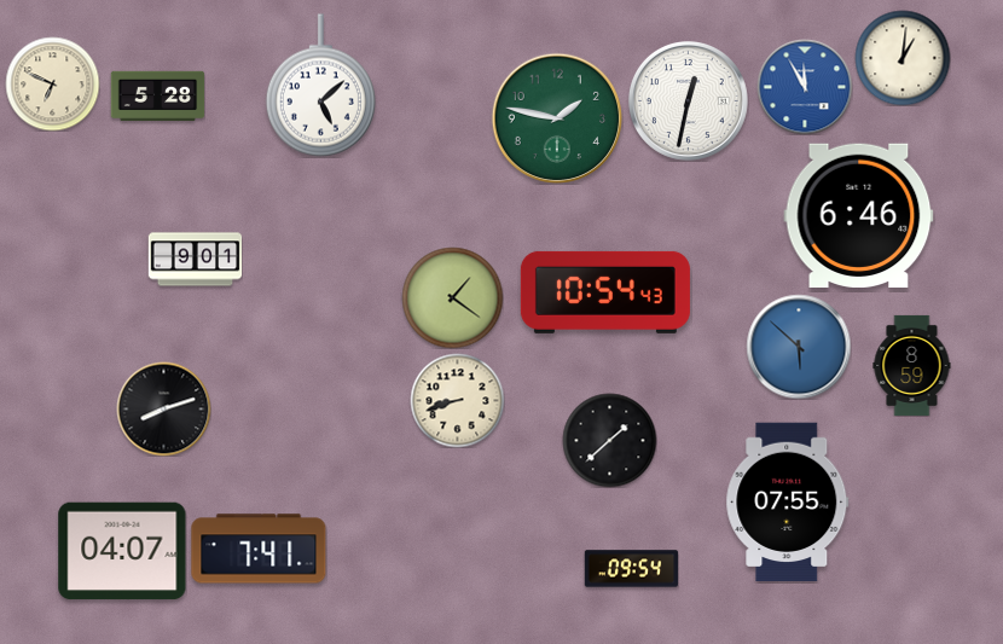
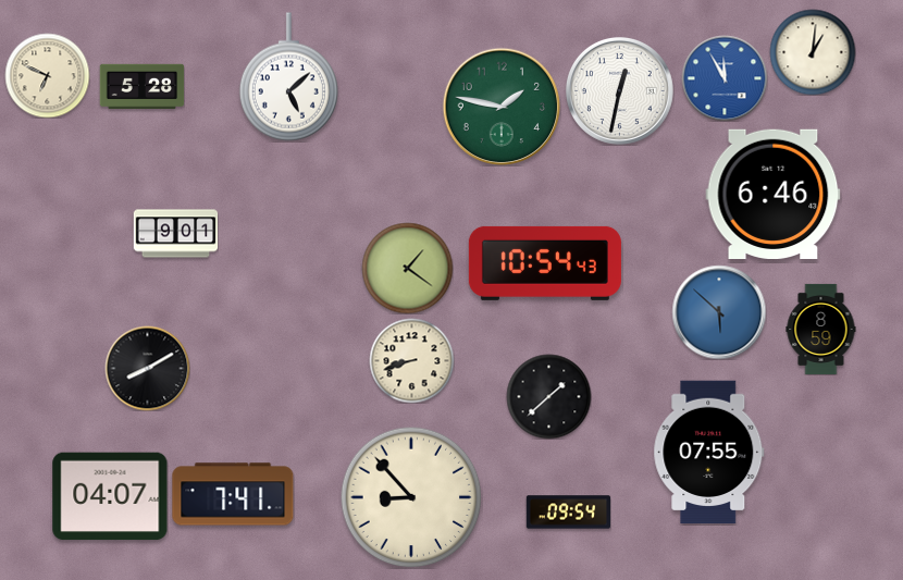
clock at (163, 408): 8:12 -> 8:10
clock at (411, 497): none -> 8:53
